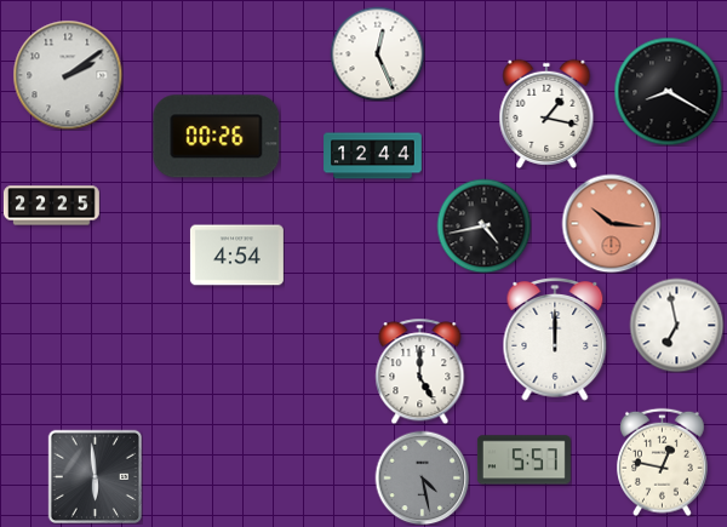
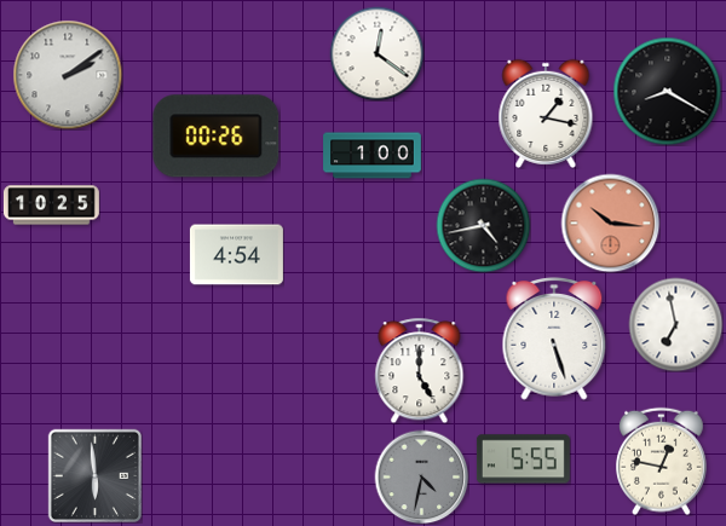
clock at (377, 53): 12:26 -> 12:21
clock at (373, 156): 12:44 -> 1:00
clock at (52, 206): 22:25 -> 10:25
clock at (555, 340): 12:00 -> 5:27
clock at (523, 460): 5:57 -> 5:55
clock at (422, 477): 4:28 -> 4:32
